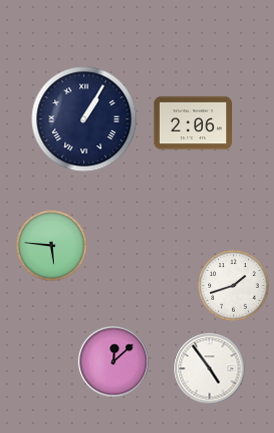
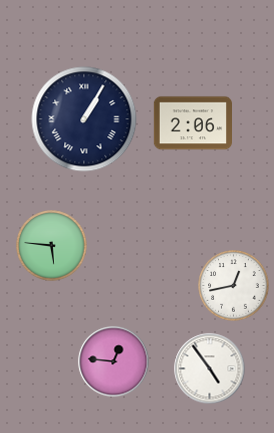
clock at (234, 286): 1:42 -> 12:43
clock at (114, 362): 12:08 -> 12:46
